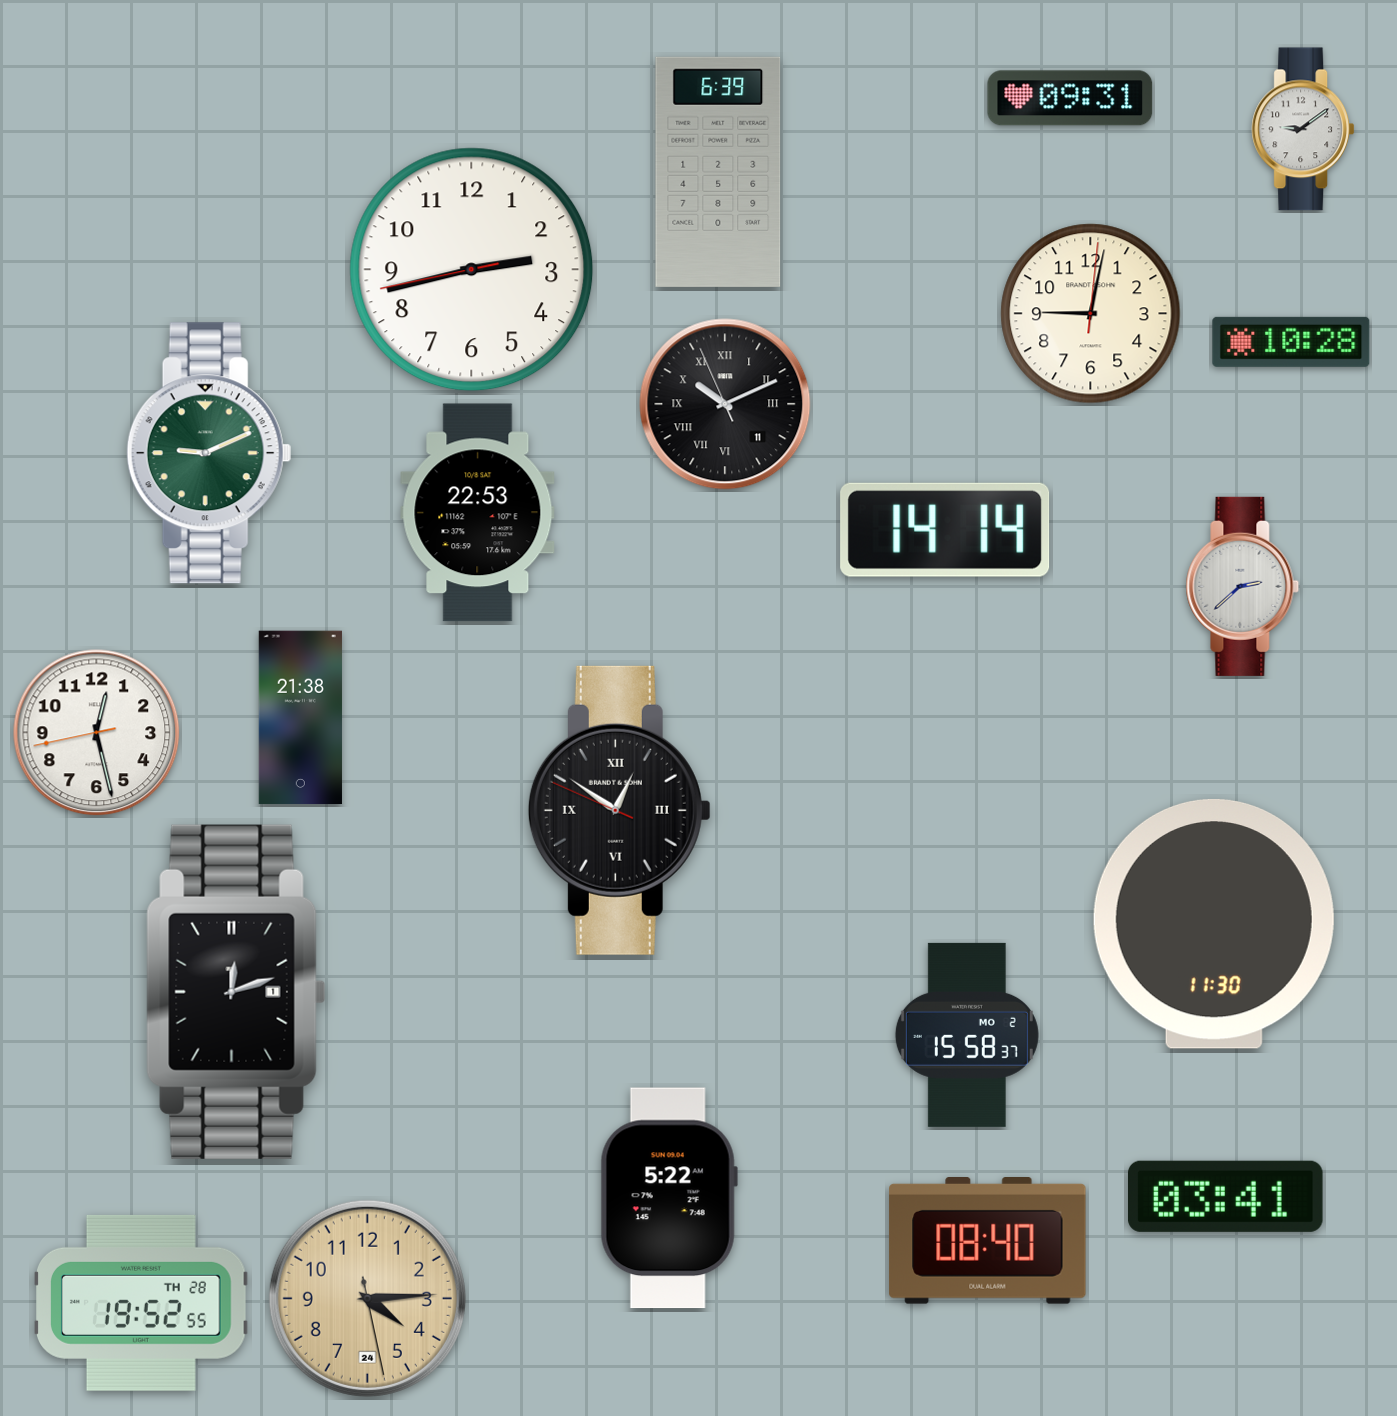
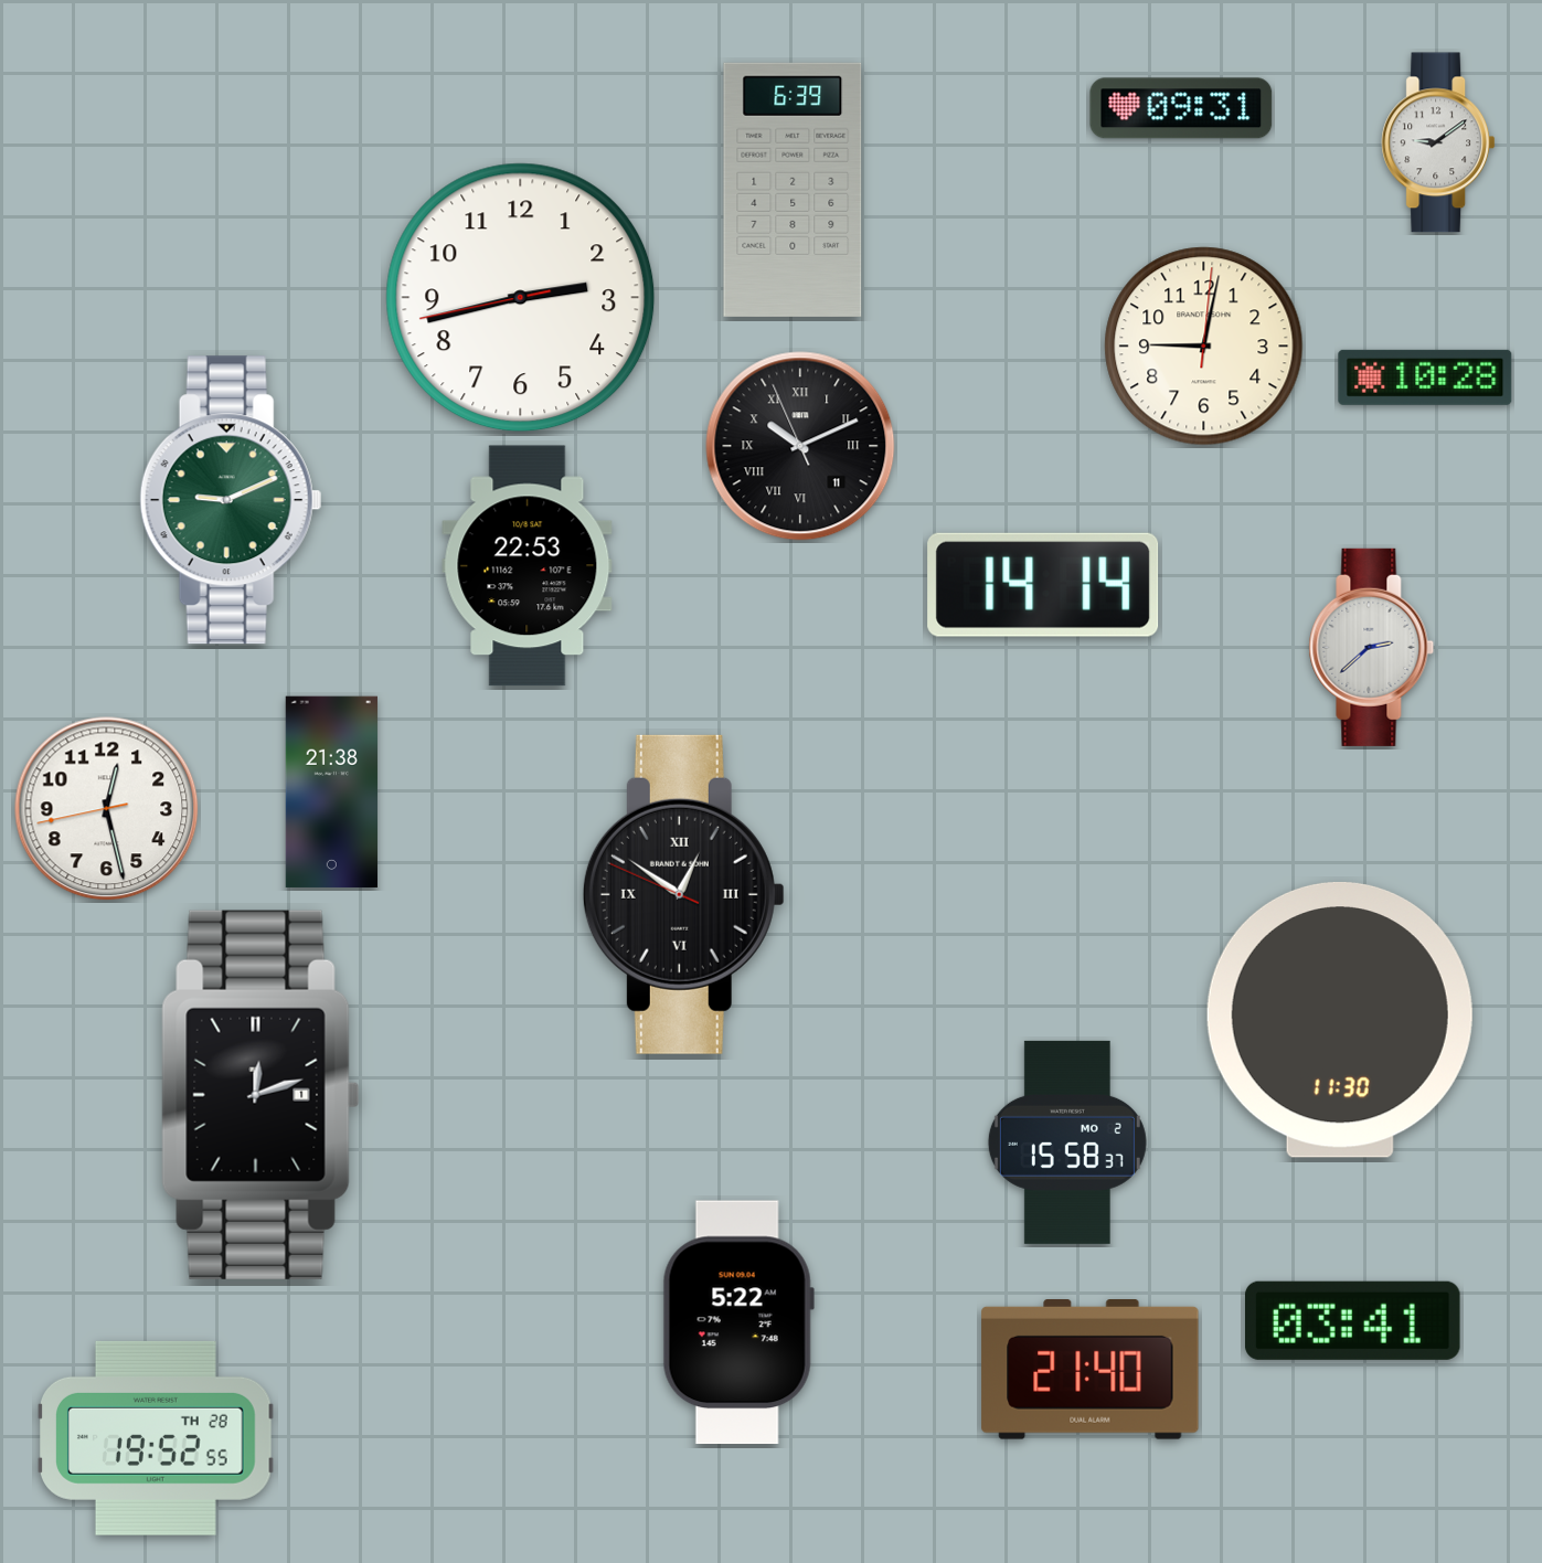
clock at (988, 1241): 08:40 -> 21:40
clock at (367, 1298): 4:14 -> none
